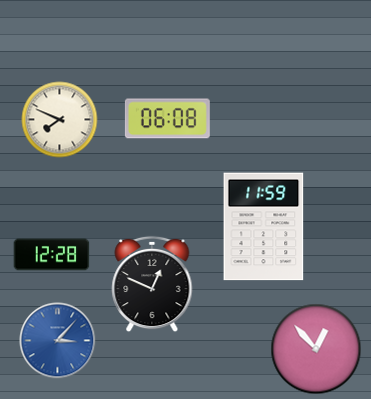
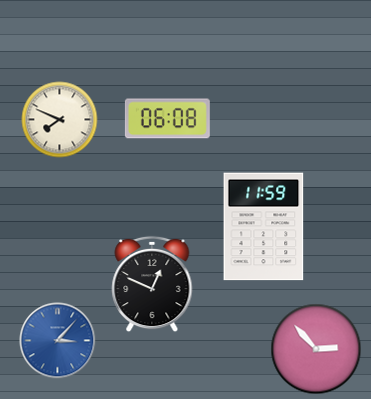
clock at (52, 255): 12:28 -> none
clock at (316, 349): 12:53 -> 2:53
